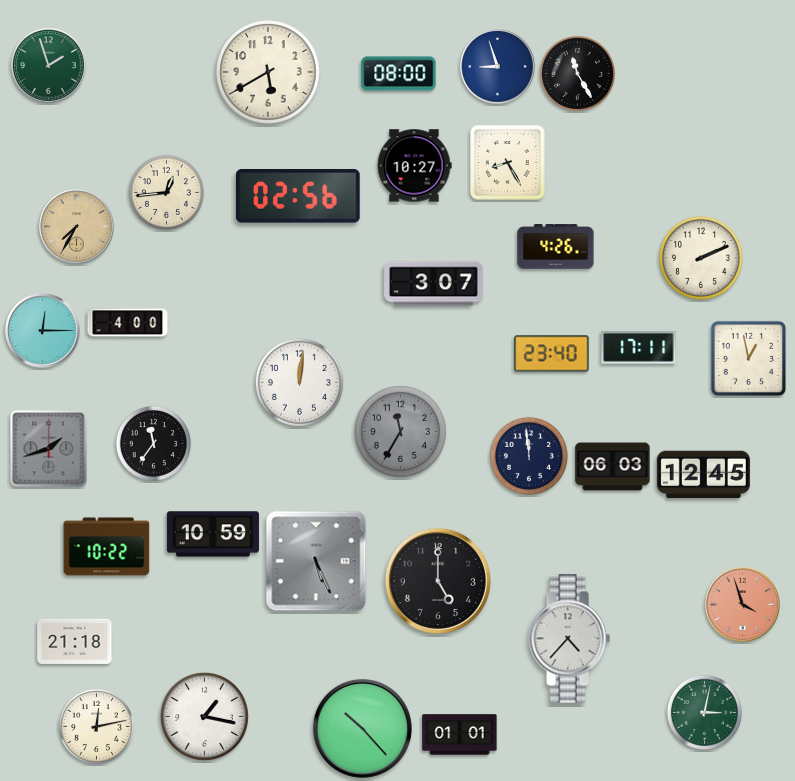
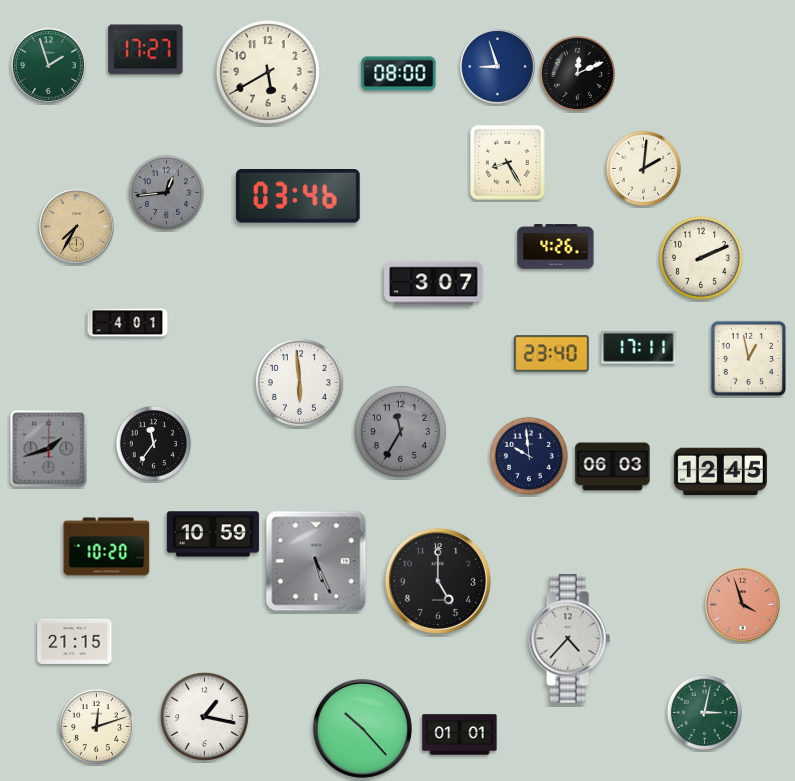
clock at (146, 50): none -> 17:27
clock at (577, 73): 11:25 -> 12:11
clock at (414, 166): 10:27 -> none
clock at (643, 168): none -> 2:01
clock at (166, 192) dial: cream -> grey
clock at (298, 196): 02:56 -> 03:46
clock at (128, 323): 4:00 -> 4:01
clock at (43, 331): 12:15 -> none
clock at (299, 382): 12:01 -> 5:59
clock at (529, 456): 11:59 -> 9:59
clock at (703, 475) position: (703, 475) -> (720, 472)
clock at (107, 547): 10:22 -> 10:20
clock at (75, 641): 21:18 -> 21:15
clock at (96, 726): 12:13 -> 12:12
